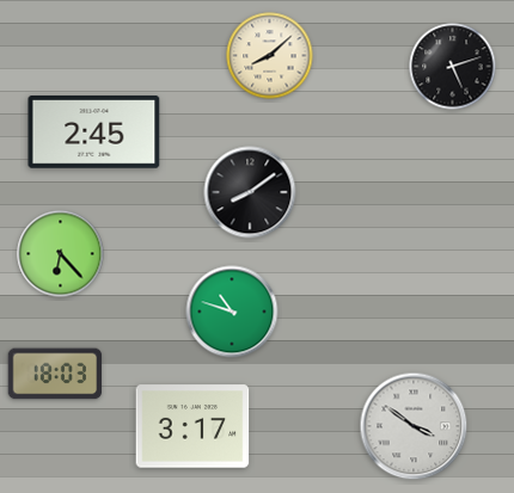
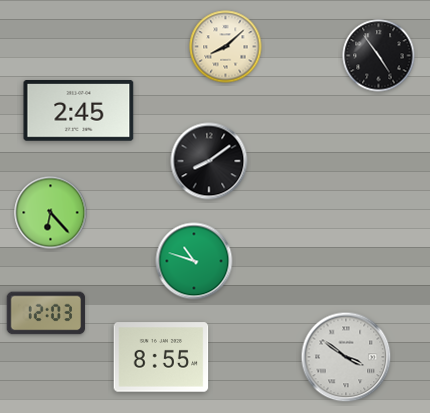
clock at (453, 67): 5:12 -> 4:54
clock at (55, 374): 18:03 -> 12:03
clock at (192, 426): 3:17 -> 8:55
